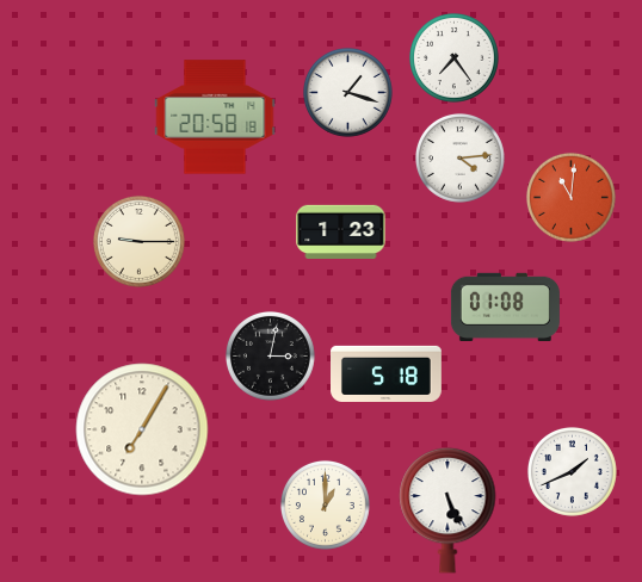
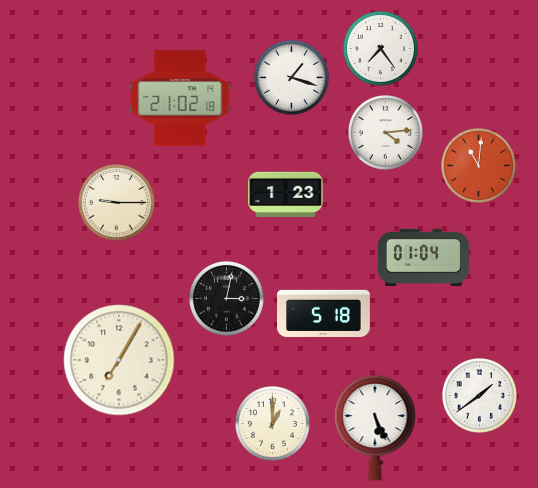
clock at (215, 117): 20:58 -> 21:02
clock at (505, 307): 01:08 -> 01:04
clock at (572, 471): 1:41 -> 1:39
